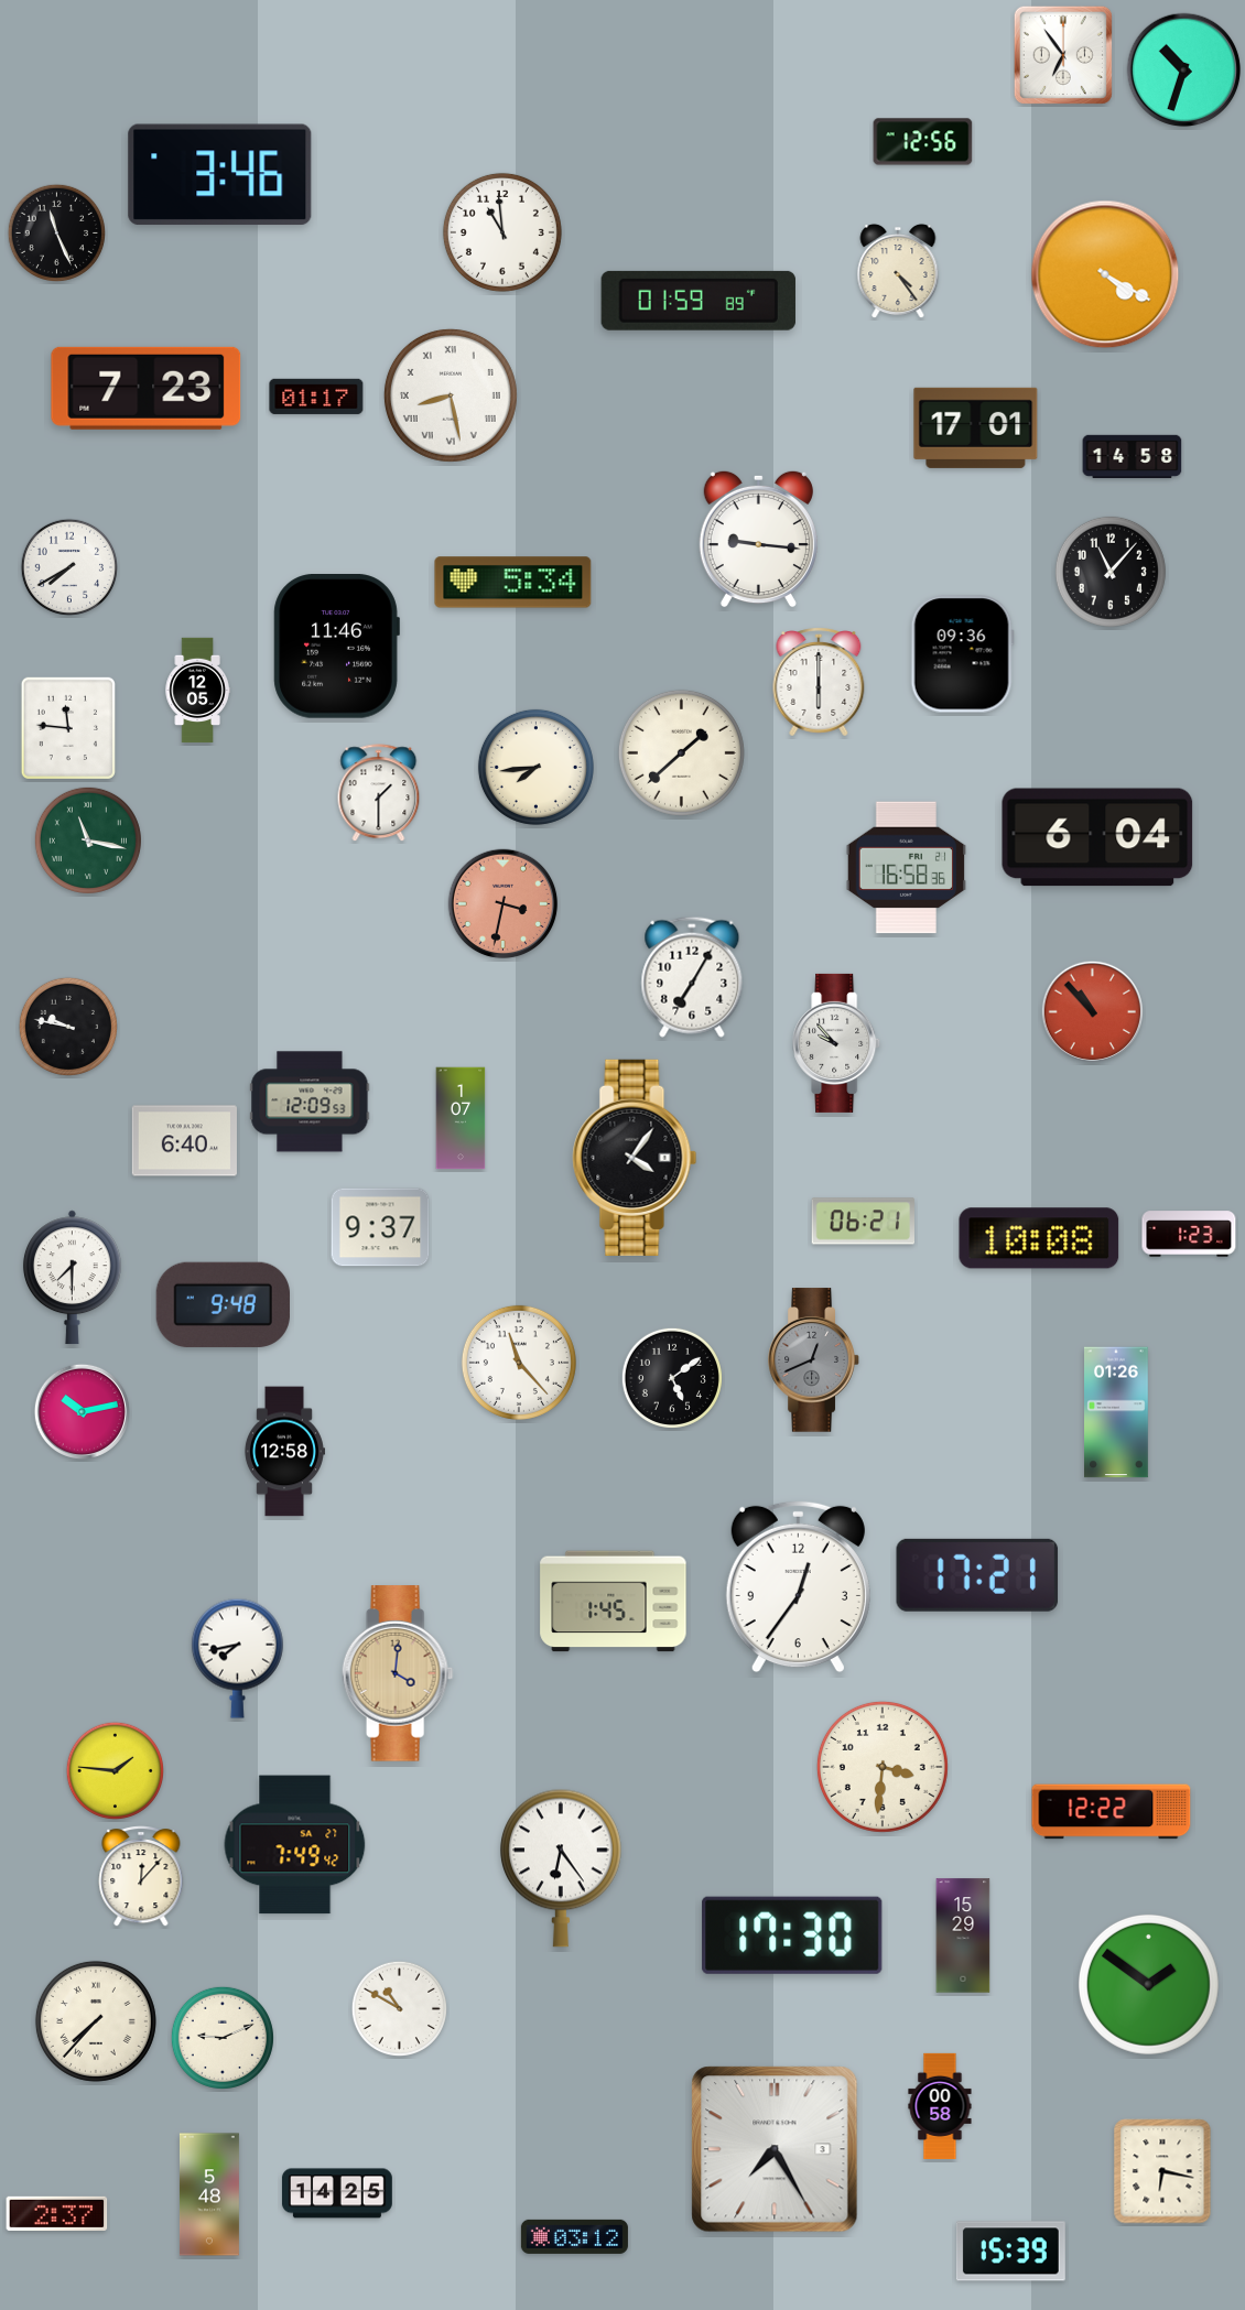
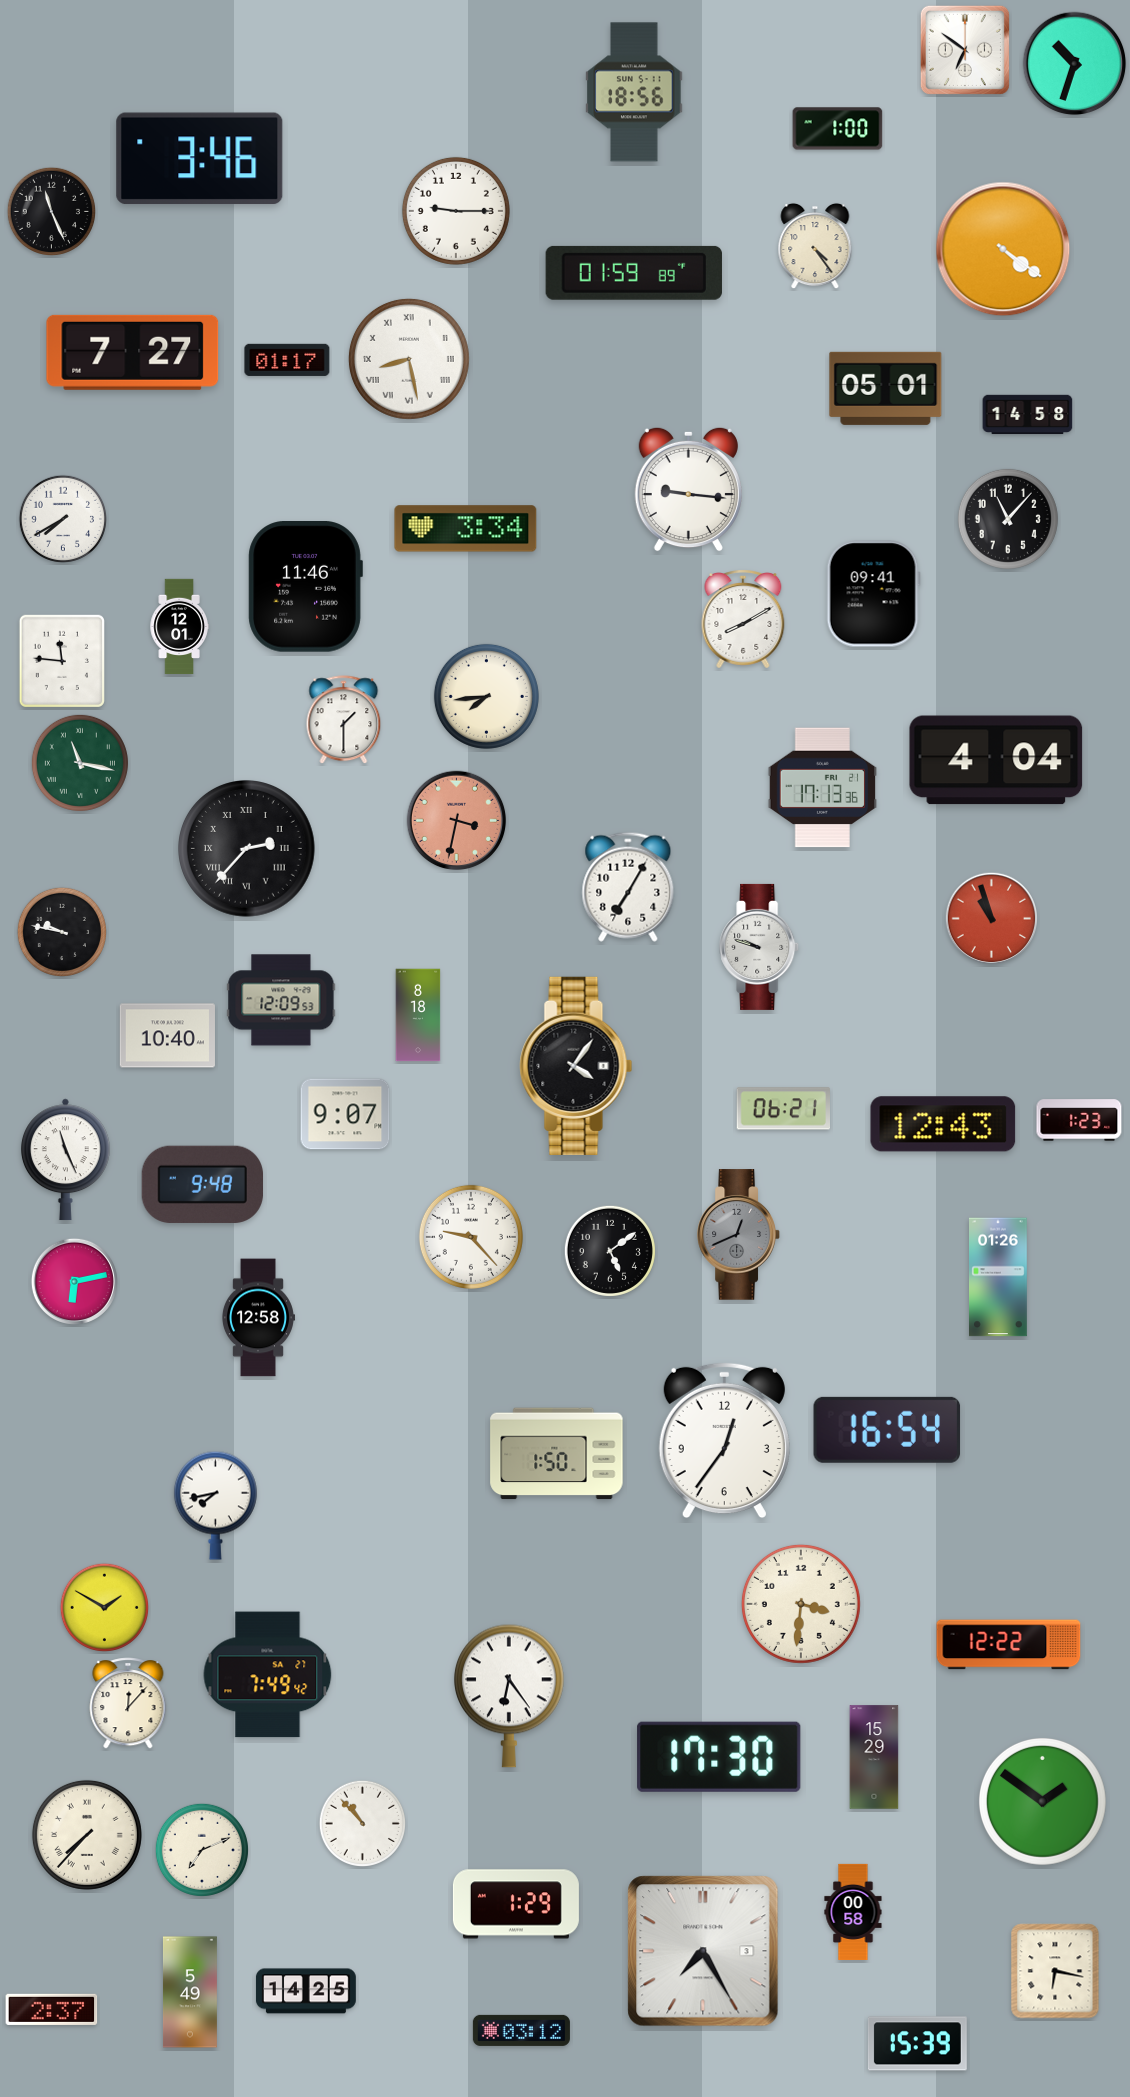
clock at (1063, 55): 6:54 -> 6:51
clock at (634, 92): none -> 18:56
clock at (923, 142): 12:56 -> 1:00
clock at (502, 232): 10:59 -> 9:15
clock at (1105, 274): 4:20 -> 4:21
clock at (147, 388): 7:23 -> 7:27
clock at (976, 427): 17:01 -> 05:01
clock at (68, 566) position: (68, 566) -> (62, 518)
clock at (513, 583): 5:34 -> 3:34
clock at (962, 654): 09:36 -> 09:41
clock at (819, 682): 6:00 -> 8:10
clock at (197, 691): 12:05 -> 12:01
clock at (681, 752): 1:38 -> none
clock at (1097, 837): 6:04 -> 4:04
clock at (906, 868): 16:58 -> 17:13
clock at (247, 849): none -> 2:37
clock at (1092, 1011): 10:53 -> 10:57
clock at (837, 1043): 9:53 -> 9:48
clock at (461, 1118): 1:07 -> 8:18
clock at (184, 1141): 6:40 -> 10:40
clock at (635, 1158) position: (635, 1158) -> (576, 1066)
clock at (380, 1227): 9:37 -> 9:07
clock at (1039, 1238): 10:08 -> 12:43
clock at (72, 1278): 7:30 -> 11:26
clock at (519, 1363): 11:23 -> 9:23
clock at (82, 1411): 10:13 -> 6:13
clock at (1117, 1412) position: (1117, 1412) -> (999, 1277)
clock at (977, 1575): 17:21 -> 16:54
clock at (614, 1602): 1:45 -> 1:50
clock at (398, 1673): 4:01 -> none
clock at (115, 1770): 1:46 -> 1:50
clock at (399, 2008): 10:50 -> 10:53
clock at (223, 2038): 9:11 -> 7:11
clock at (516, 1904): none -> 1:29
clock at (209, 2194): 5:48 -> 5:49
